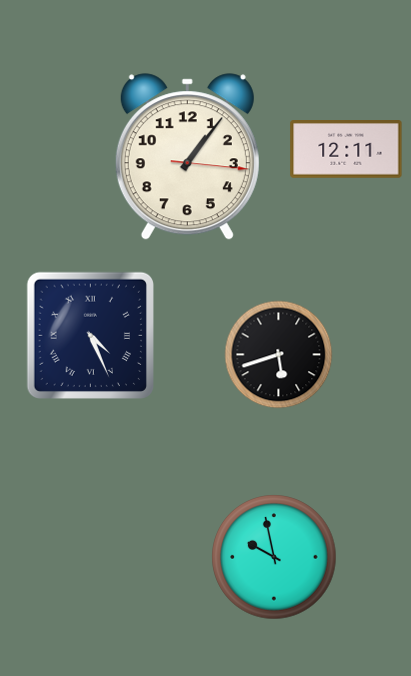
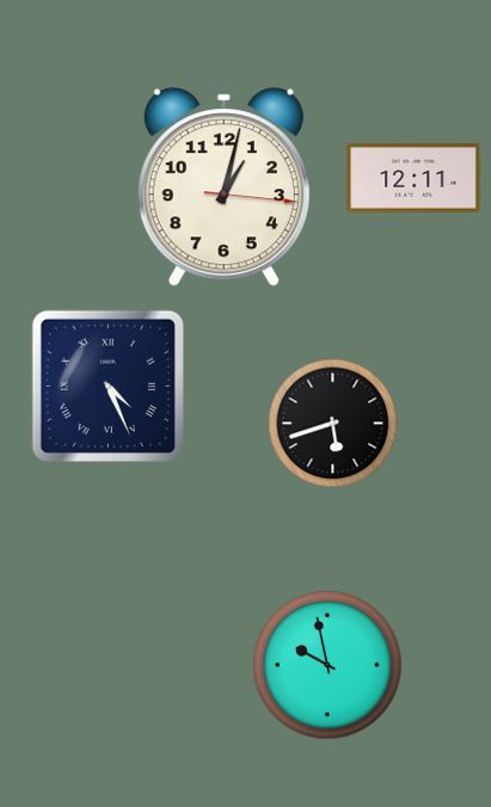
clock at (187, 157): 1:06 -> 1:02
clock at (90, 335) position: (90, 335) -> (108, 386)
